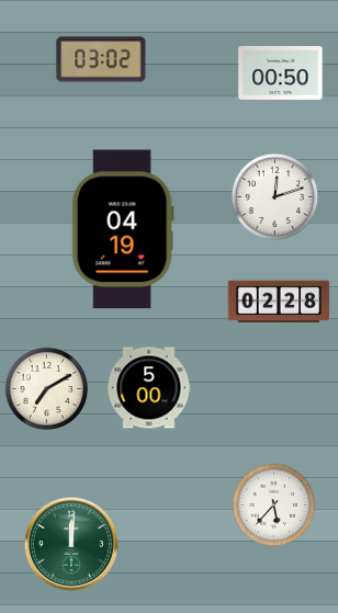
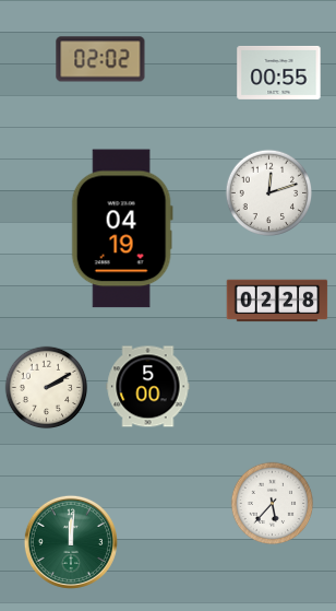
clock at (101, 59): 03:02 -> 02:02
clock at (281, 72): 00:50 -> 00:55
clock at (275, 197) position: (275, 197) -> (269, 193)
clock at (47, 389): 7:10 -> 2:10
